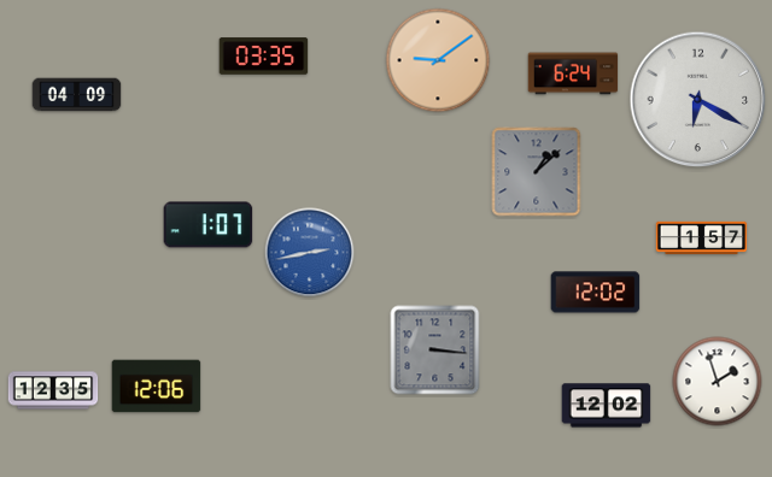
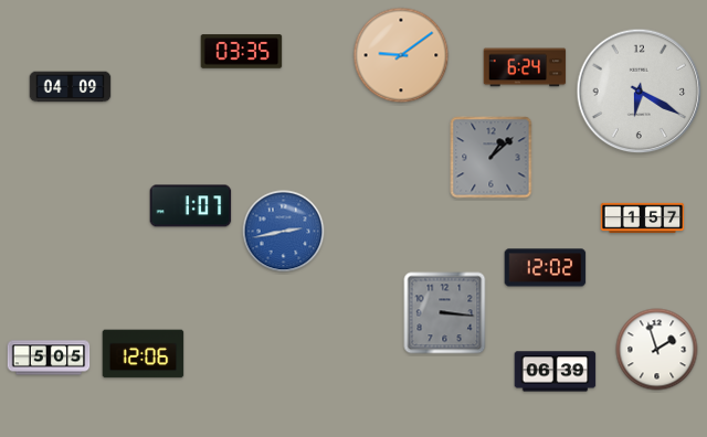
clock at (435, 351) position: (435, 351) -> (445, 313)
clock at (53, 390): 12:35 -> 5:05
clock at (607, 406): 12:02 -> 06:39
